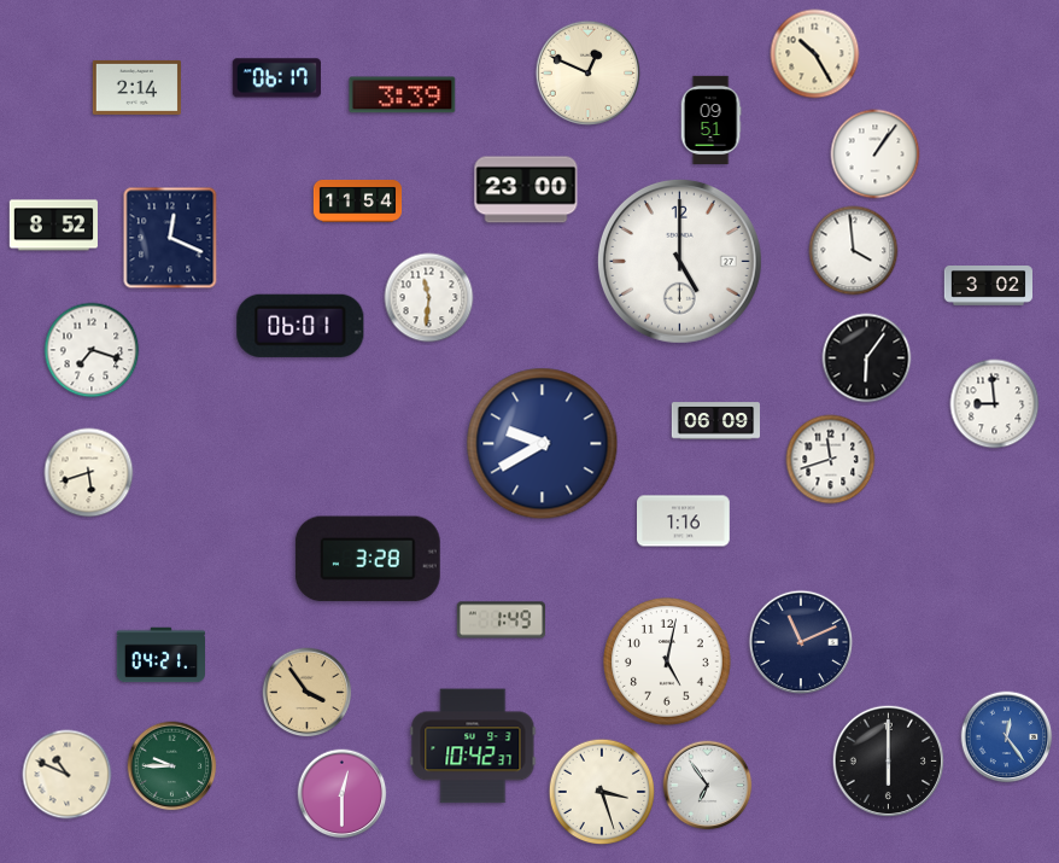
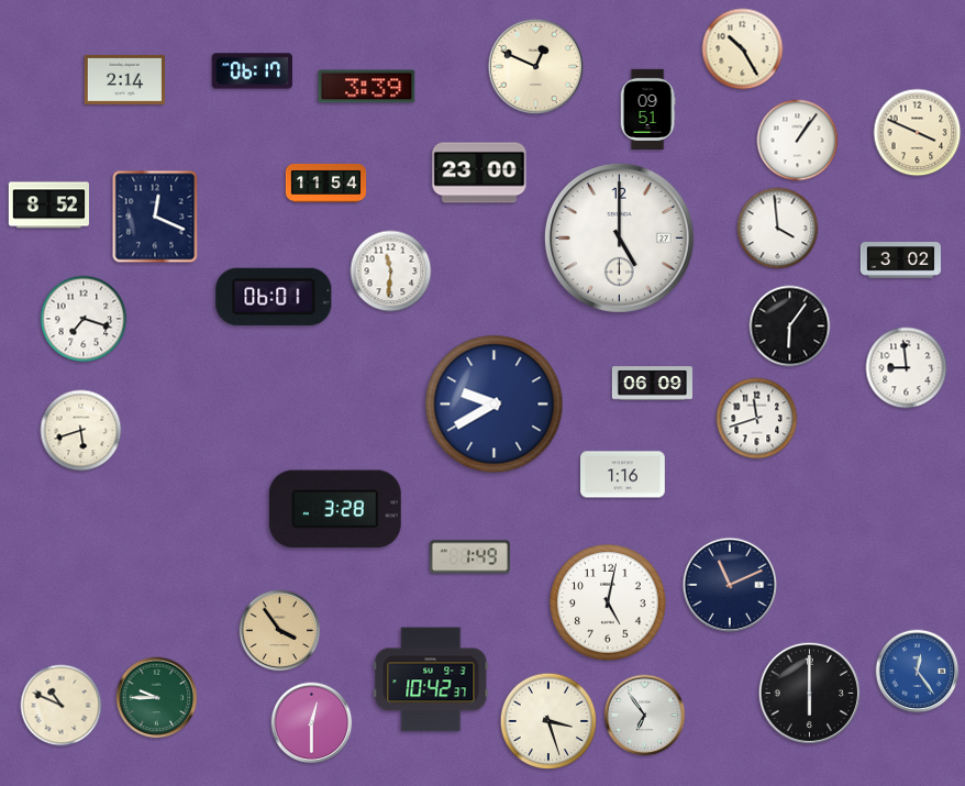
clock at (918, 133): none -> 3:49
clock at (501, 620) position: (501, 620) -> (469, 557)
clock at (160, 655): 04:21 -> none
